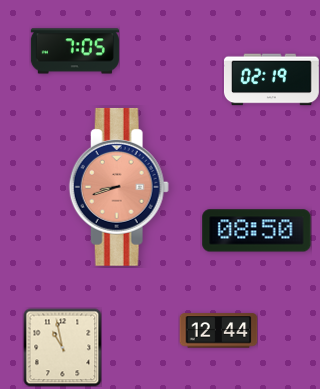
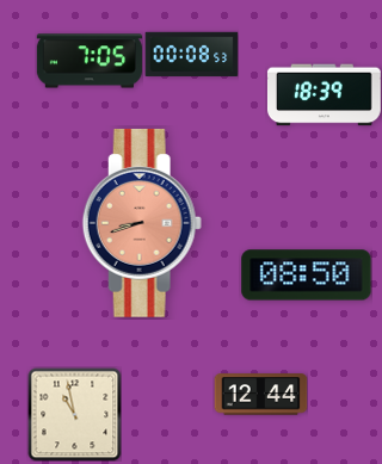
clock at (191, 54): none -> 00:08
clock at (271, 80): 02:19 -> 18:39
